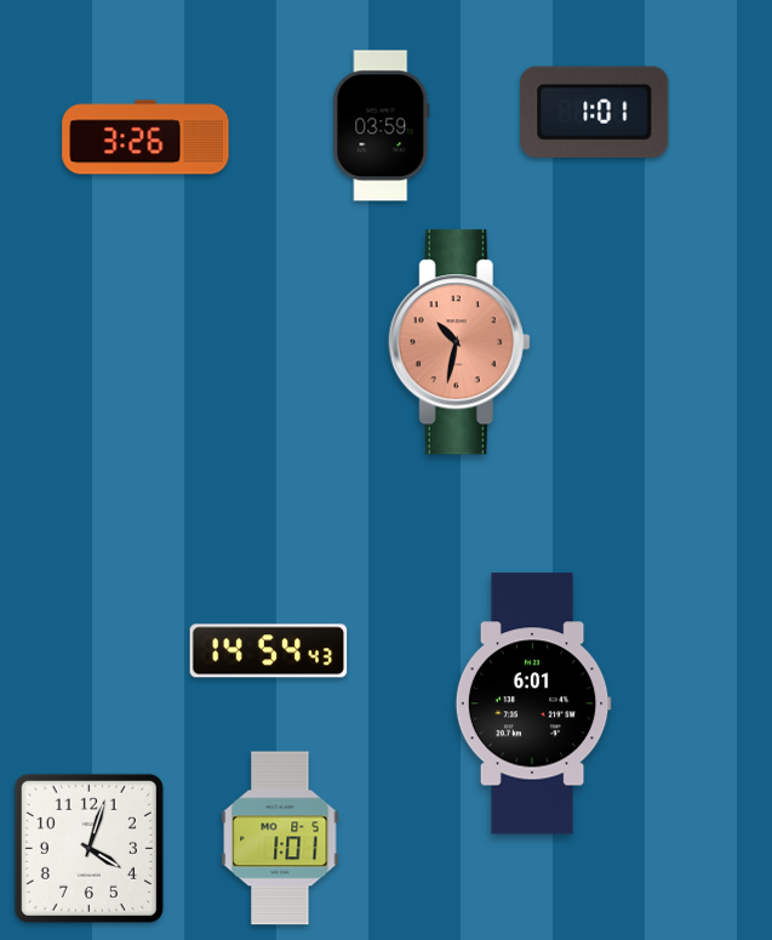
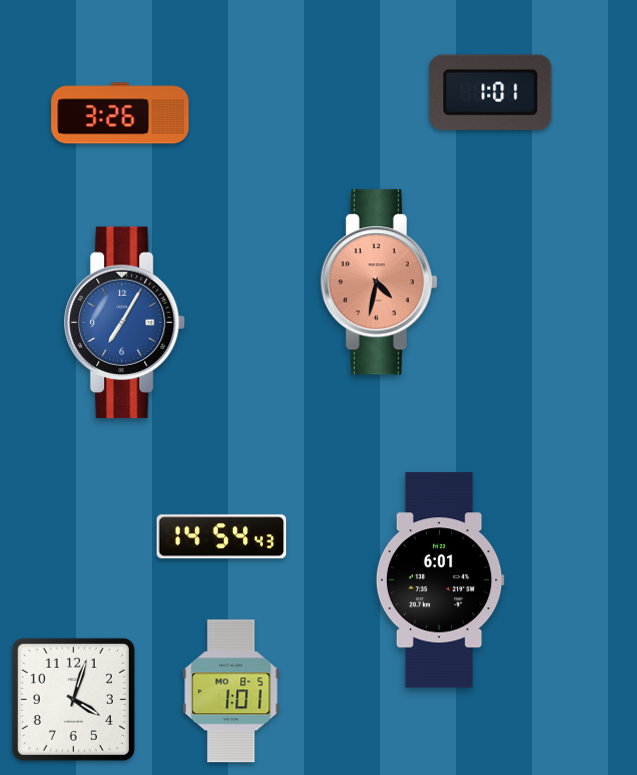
clock at (382, 126): 03:59 -> none
clock at (459, 342): 10:32 -> 4:32
clock at (125, 323): none -> 7:05
